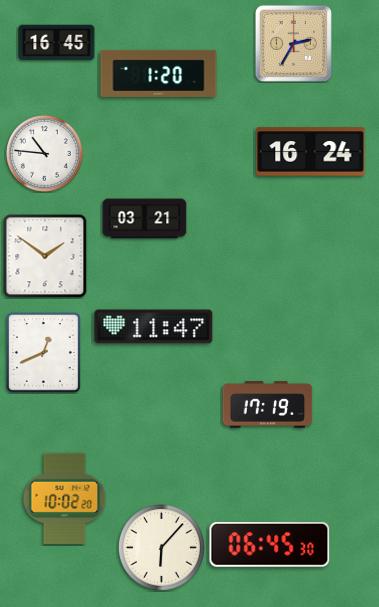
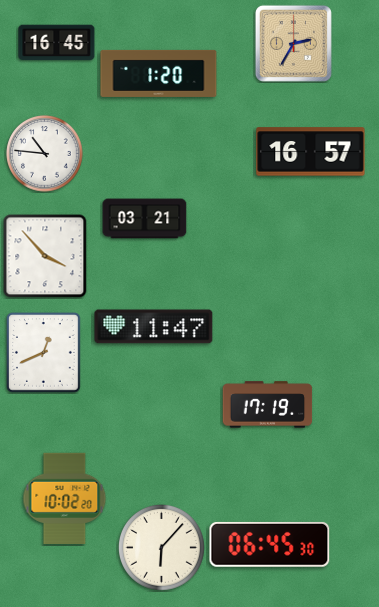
clock at (311, 152): 16:24 -> 16:57
clock at (45, 256): 1:51 -> 3:53
